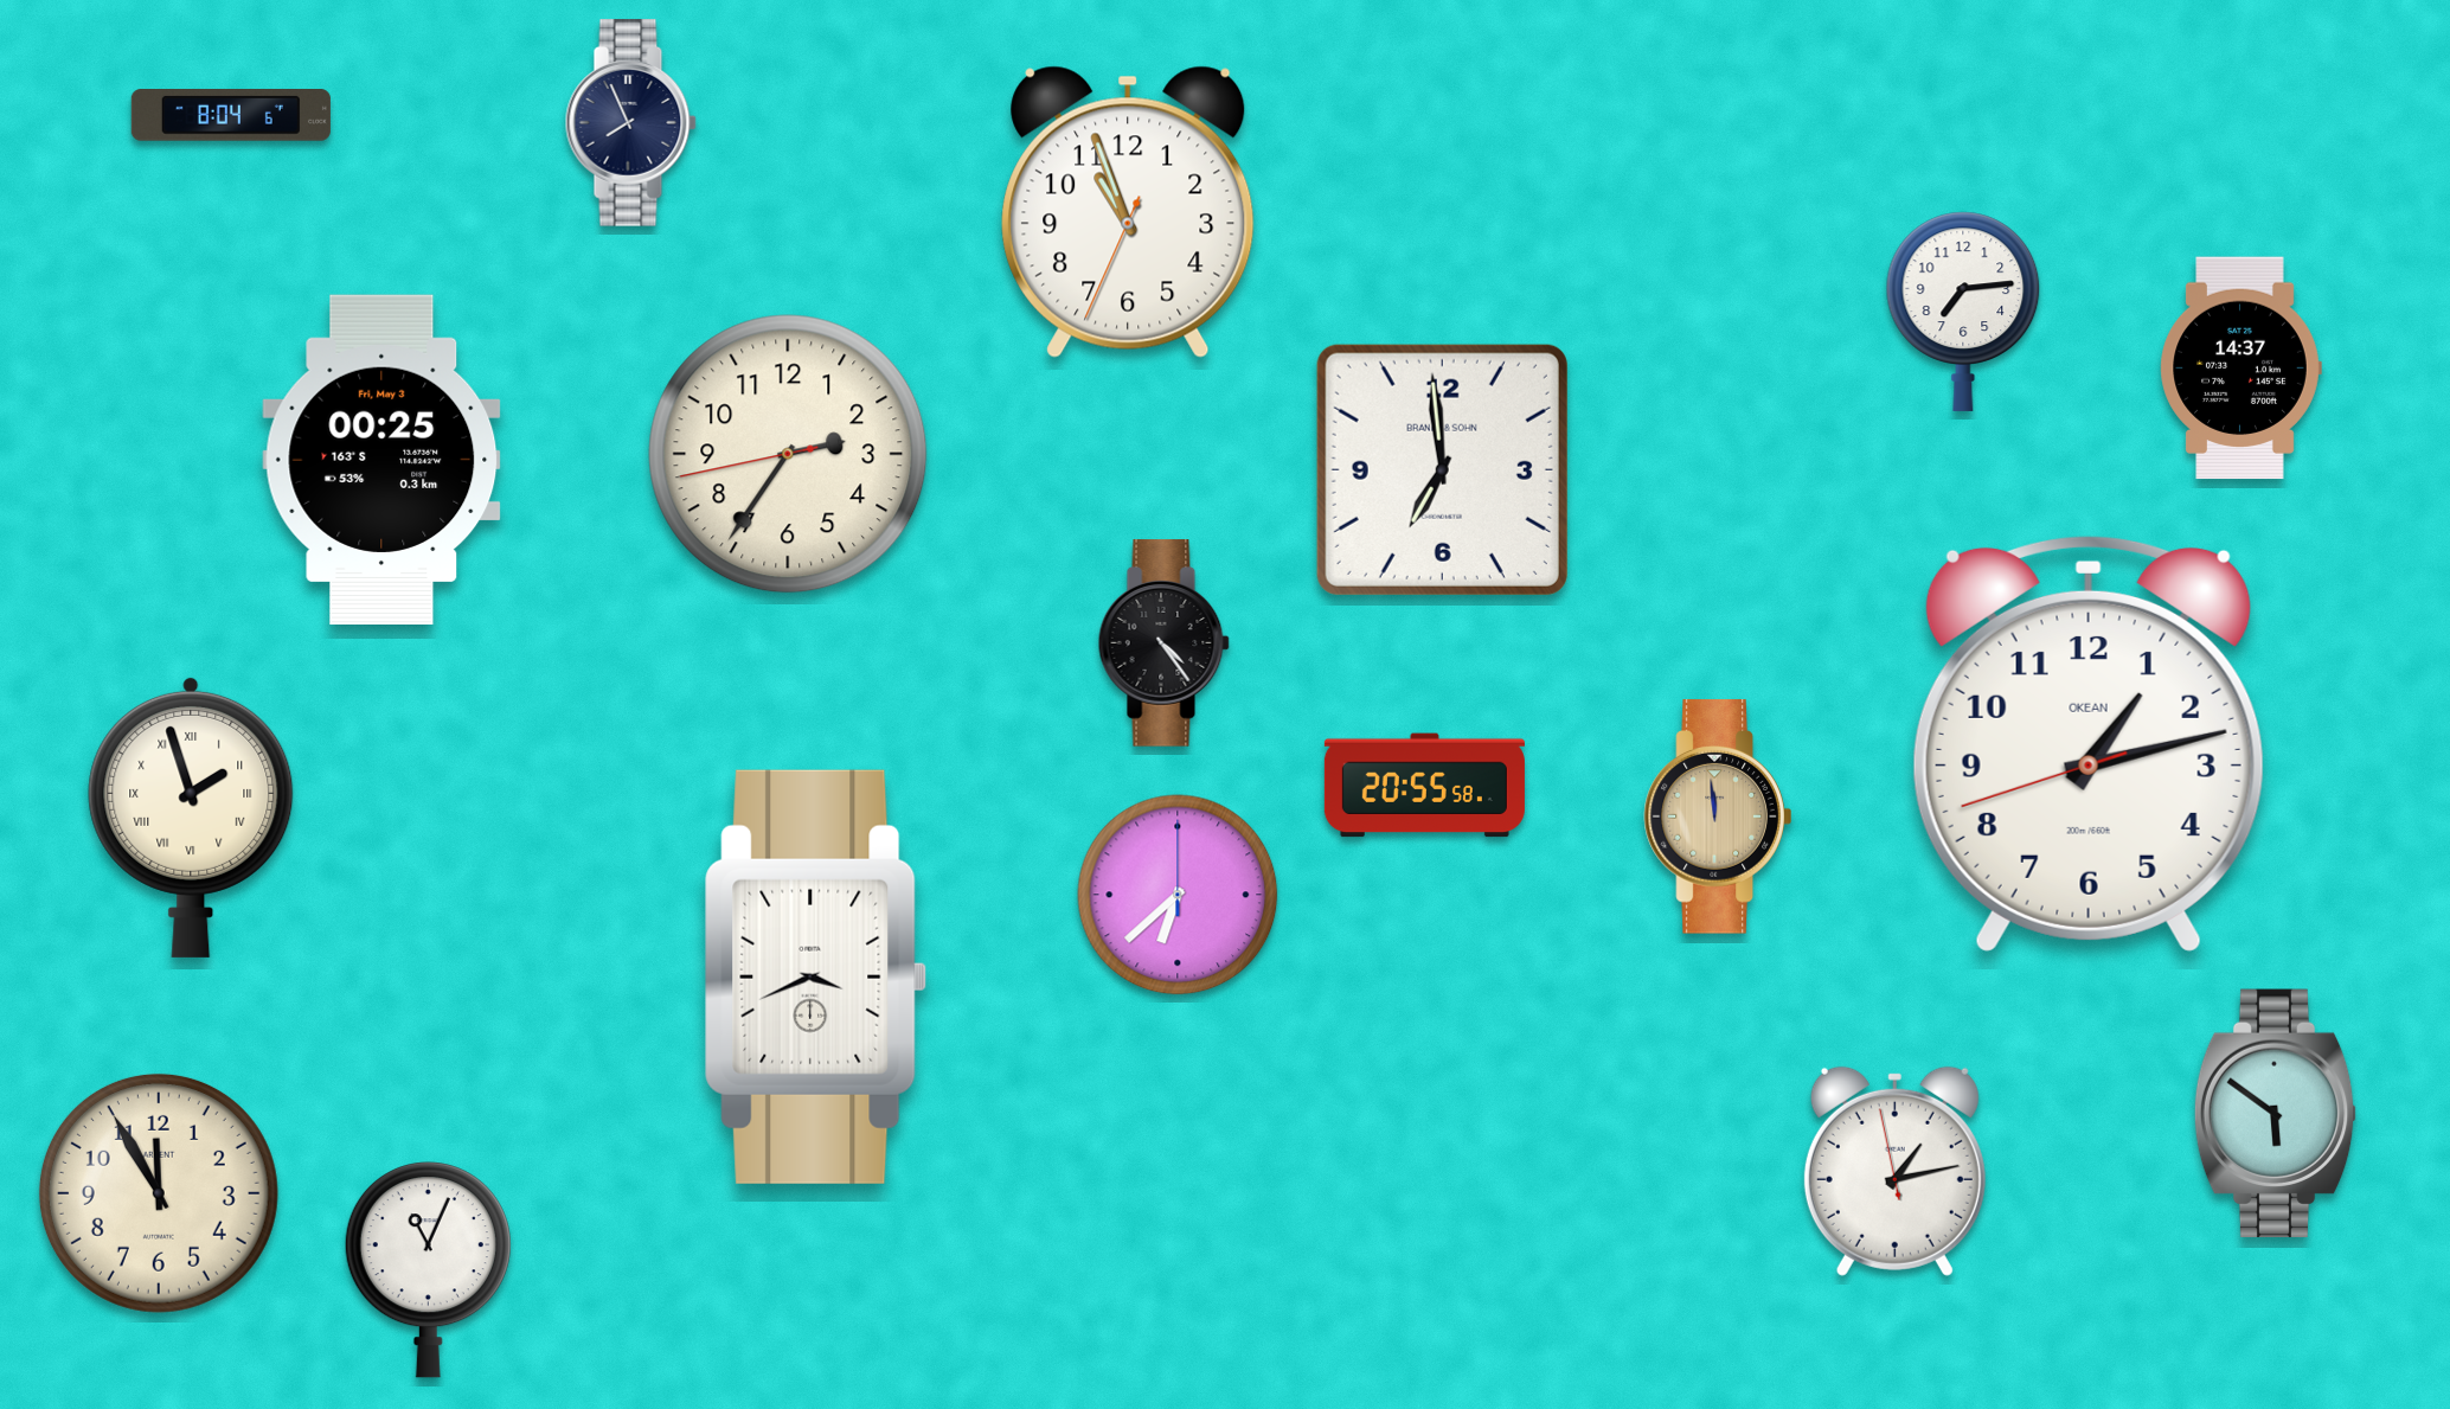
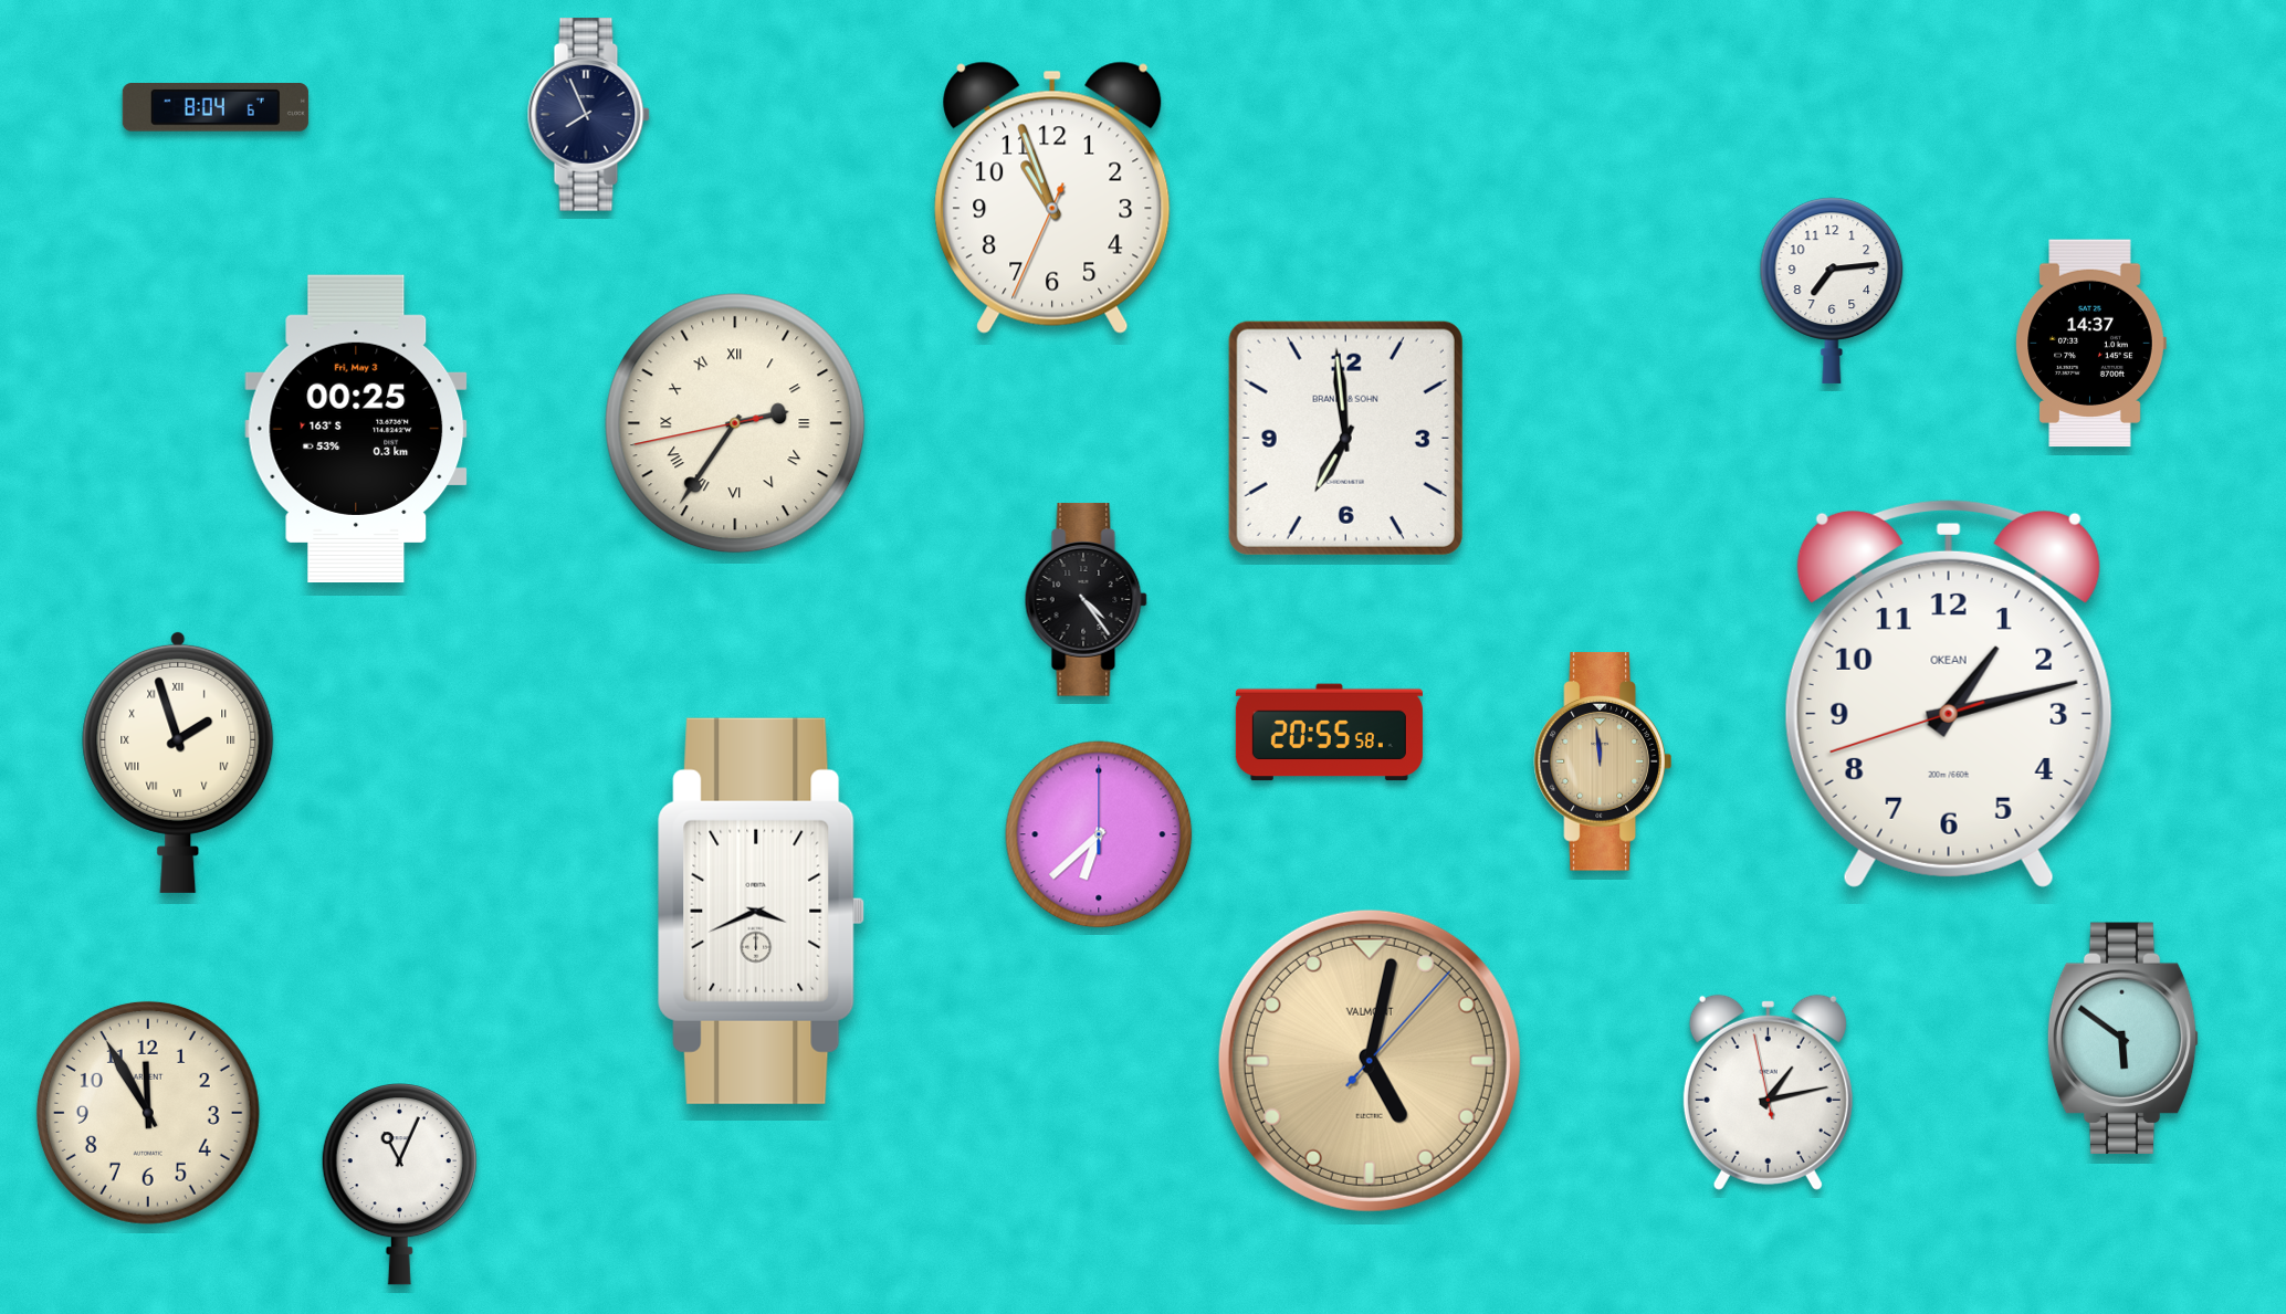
clock at (788, 454) numerals: Arabic -> Roman
clock at (1370, 1061): none -> 5:02
